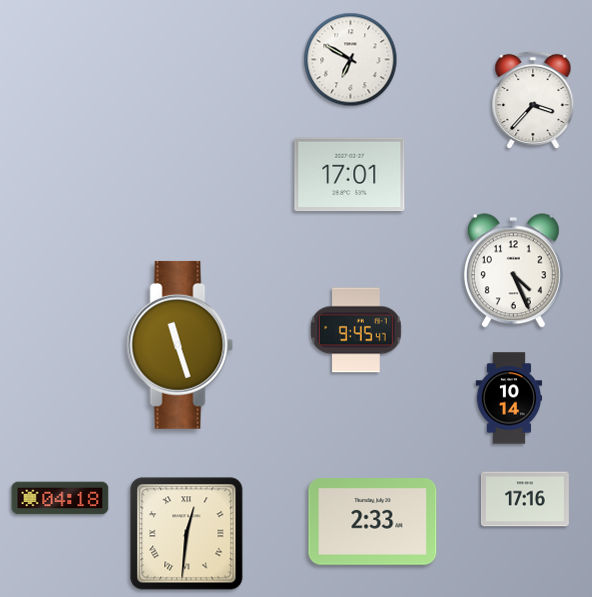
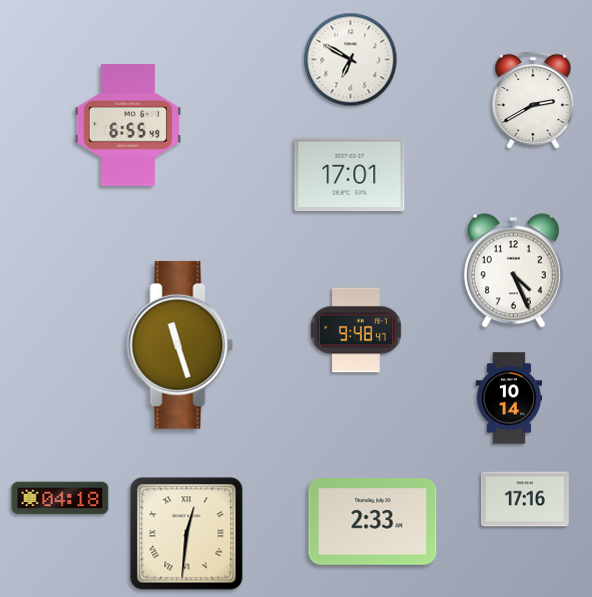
clock at (533, 100): 3:37 -> 2:40
clock at (128, 125): none -> 6:55
clock at (356, 330): 9:45 -> 9:48
